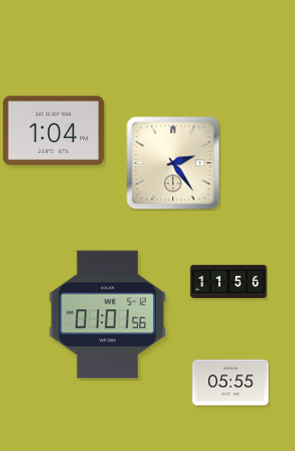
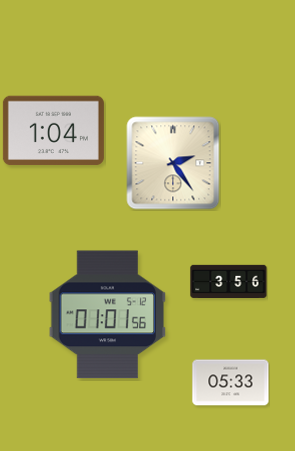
clock at (229, 281): 11:56 -> 3:56
clock at (231, 383): 05:55 -> 05:33
